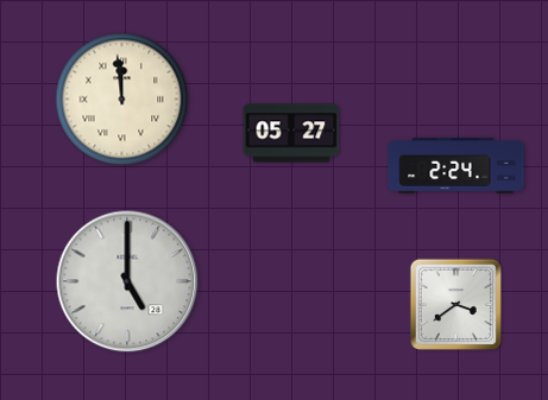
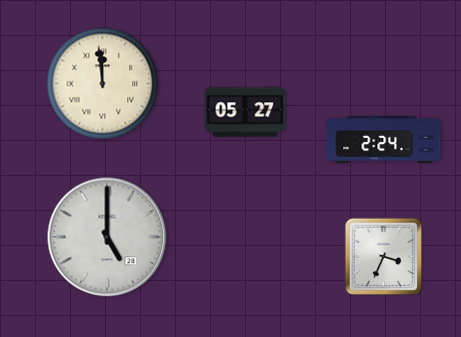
clock at (455, 304): 3:39 -> 3:34
